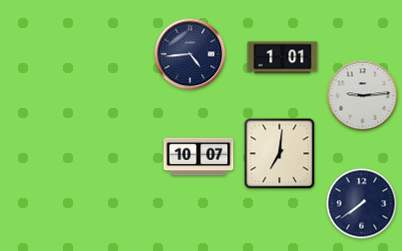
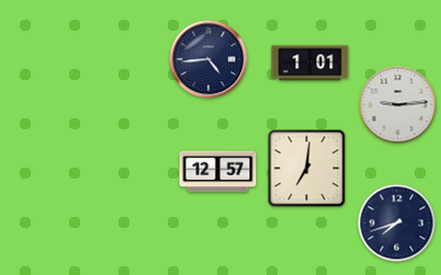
clock at (199, 157): 10:07 -> 12:57
clock at (362, 204): 7:39 -> 7:42
